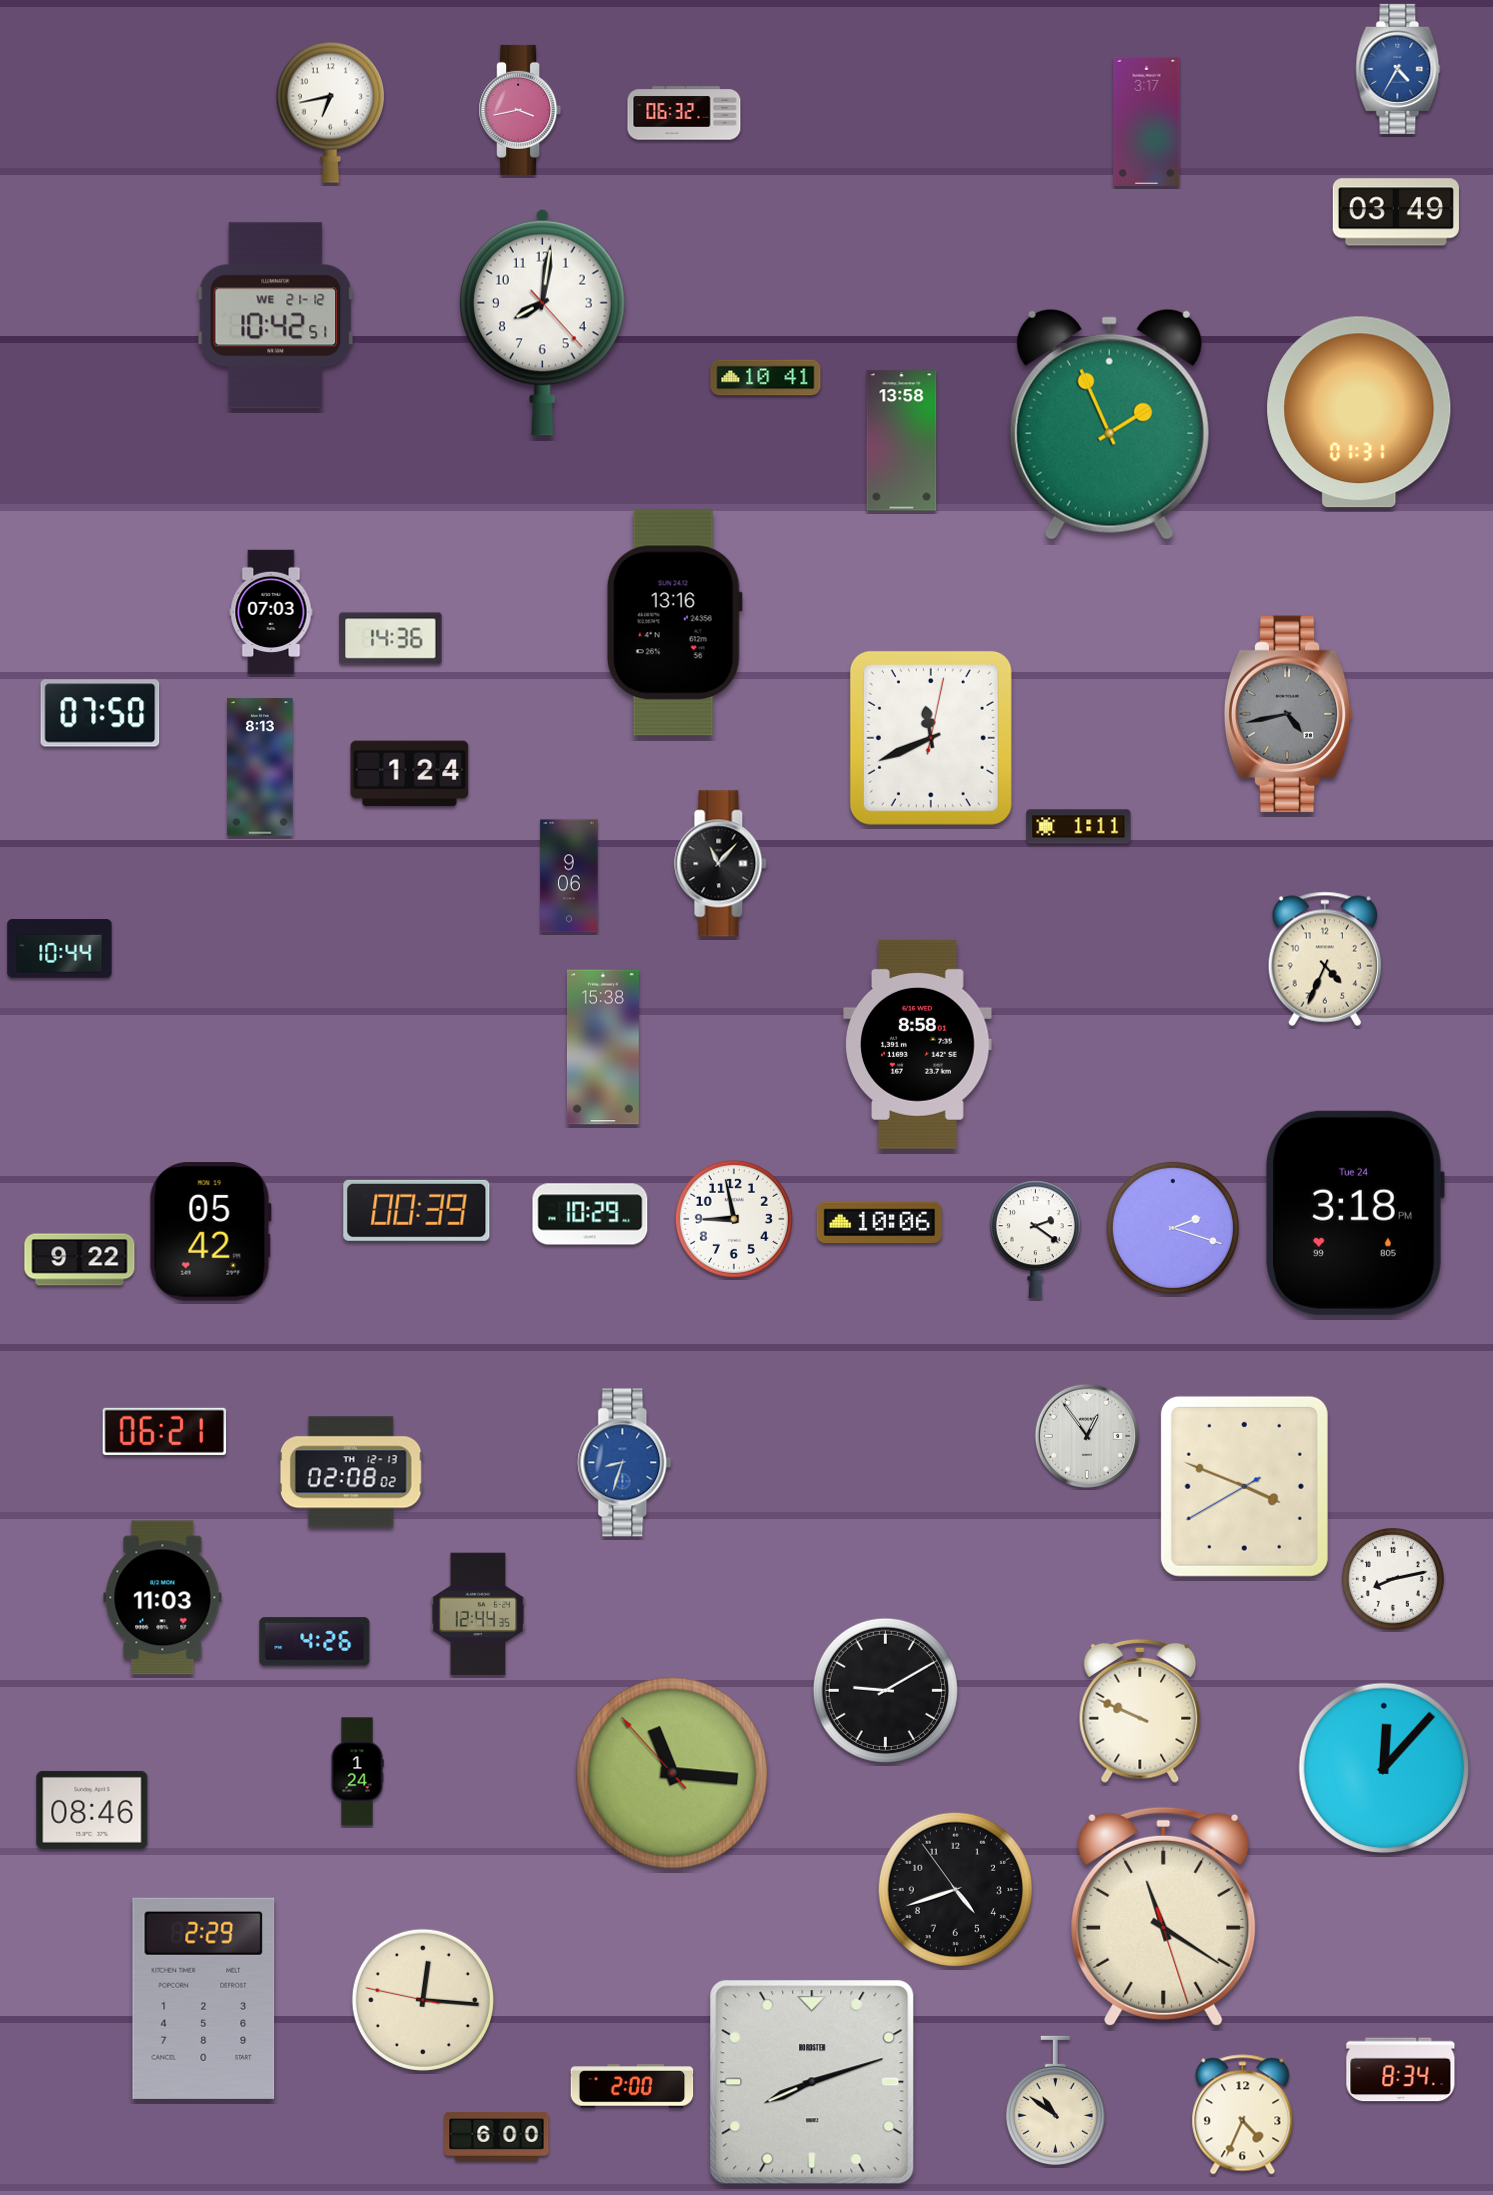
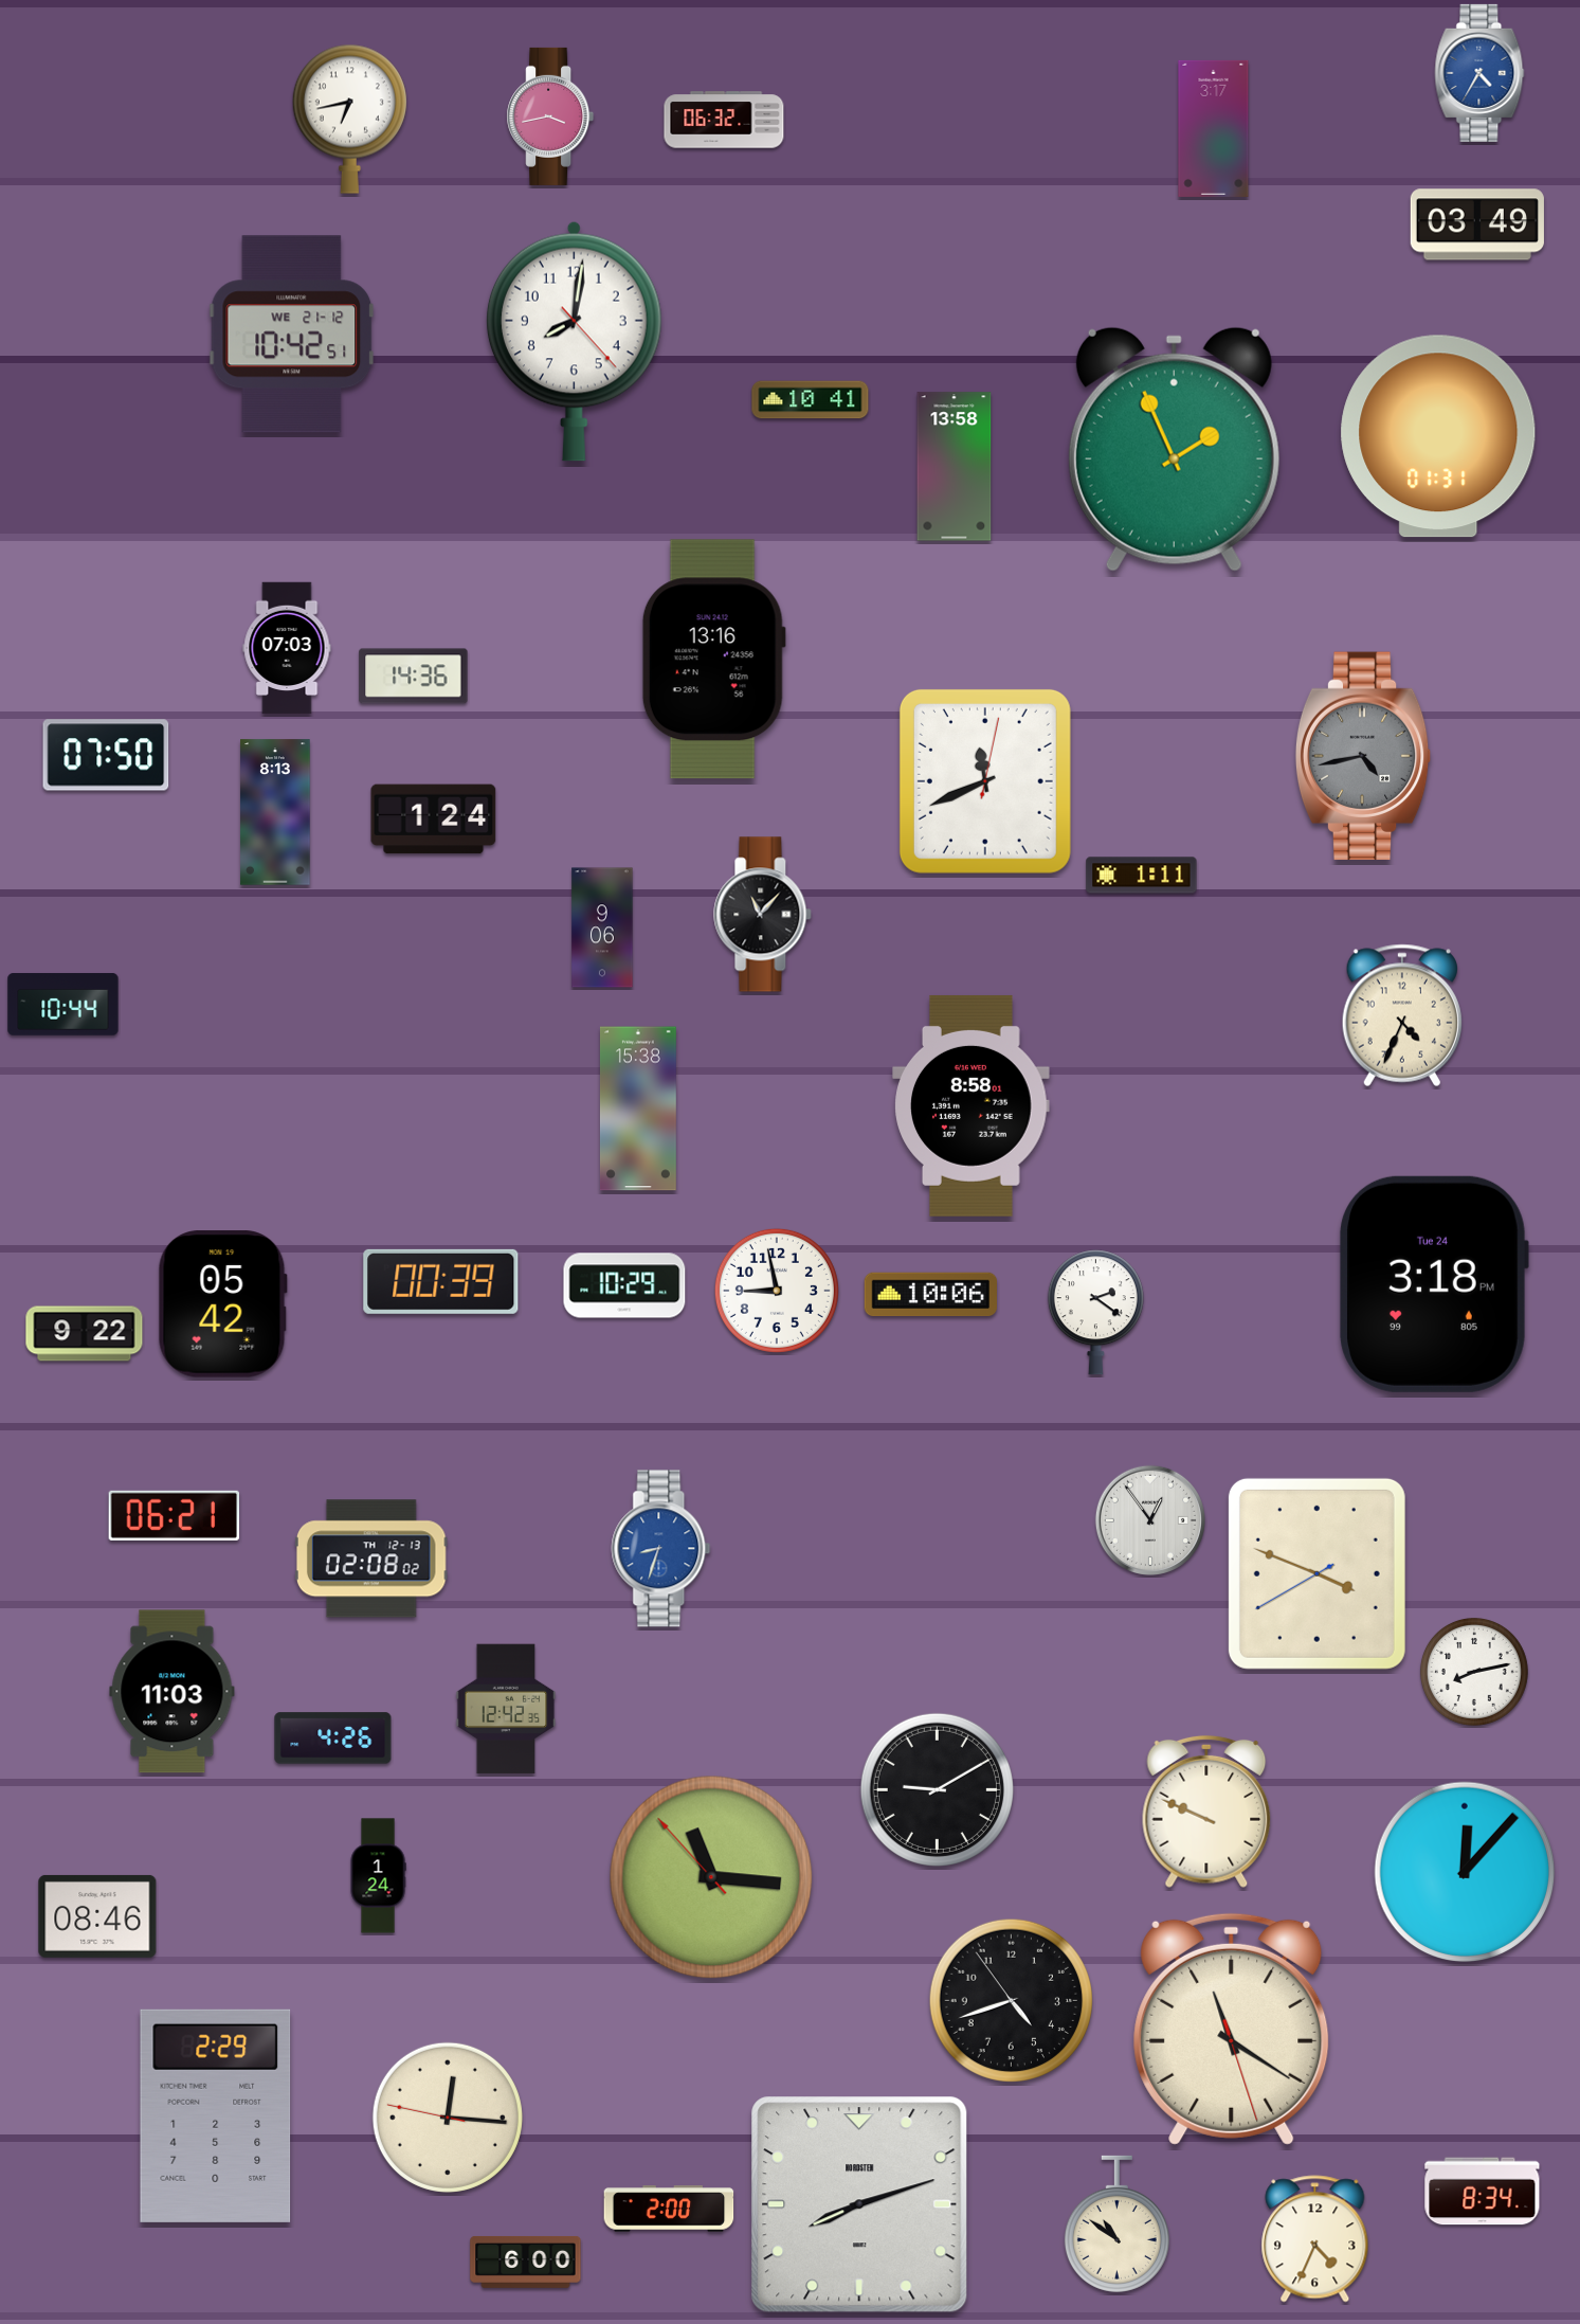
clock at (1173, 1228): 2:18 -> none
clock at (478, 1614): 12:44 -> 12:42
